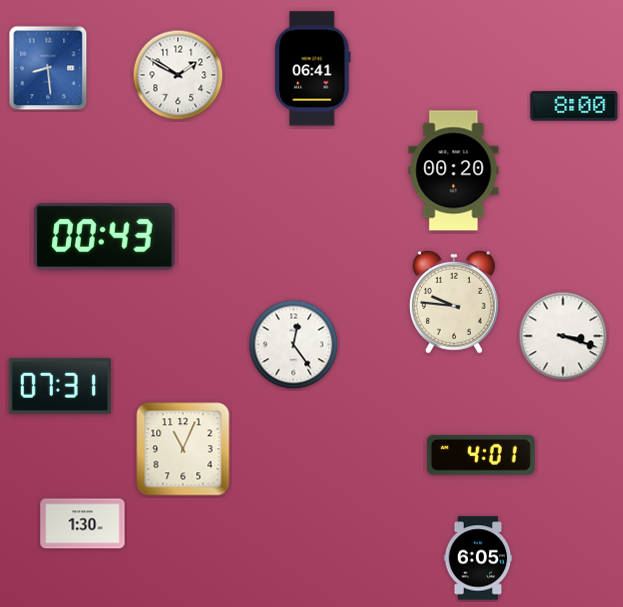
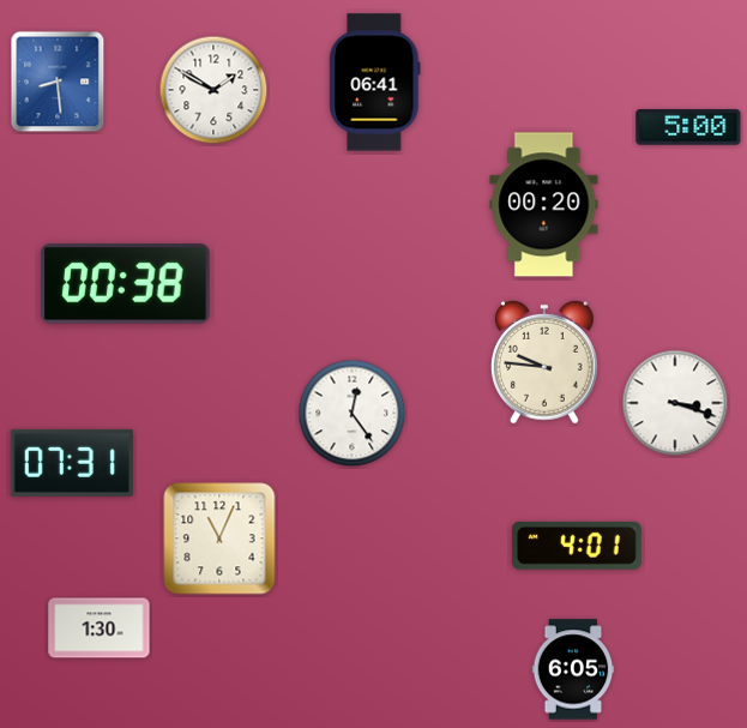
clock at (574, 106): 8:00 -> 5:00
clock at (105, 237): 00:43 -> 00:38
